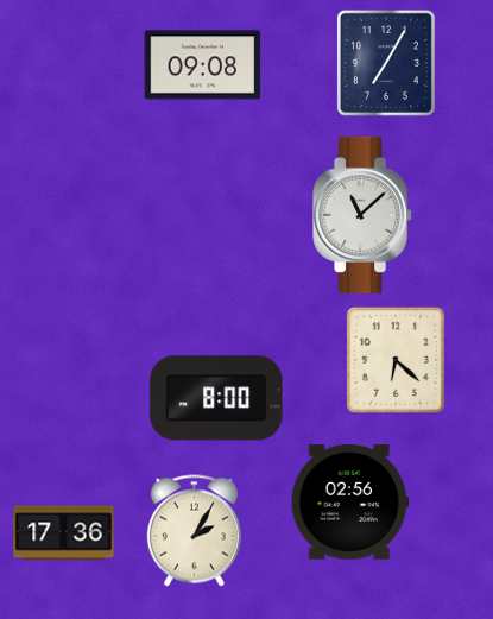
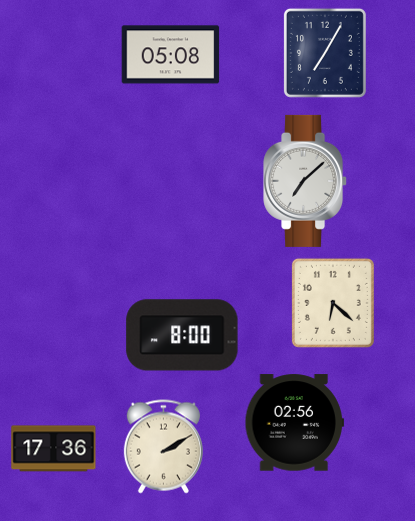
clock at (203, 65): 09:08 -> 05:08
clock at (364, 215): 11:08 -> 7:08
clock at (194, 531): 2:05 -> 2:10
